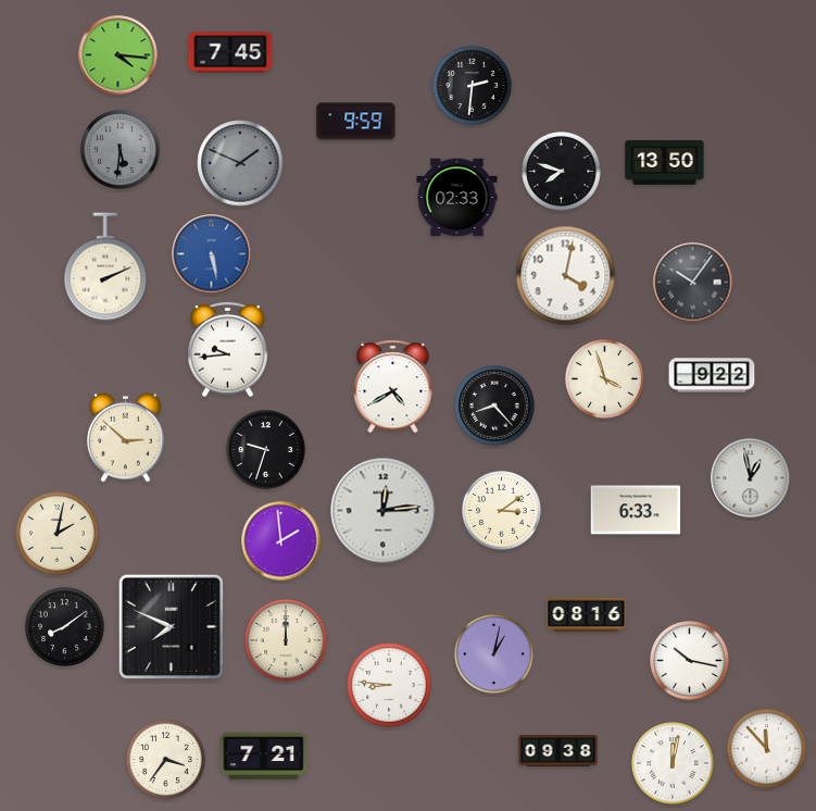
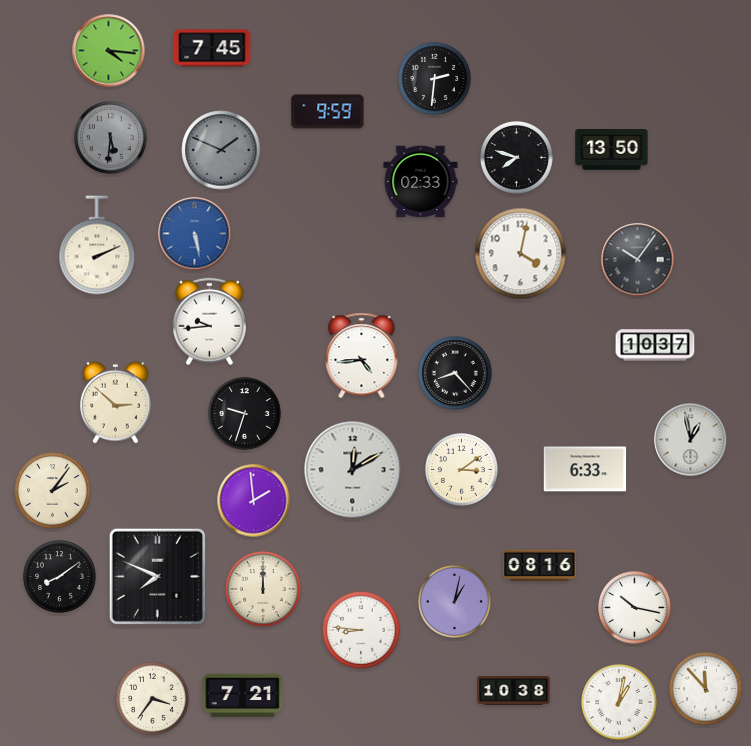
clock at (712, 375): 9:22 -> 10:37
clock at (605, 379): 3:57 -> none
clock at (393, 387): 4:40 -> 4:44
clock at (384, 511): 12:14 -> 12:10
clock at (58, 534): 2:02 -> 2:06
clock at (281, 541) position: (281, 541) -> (254, 501)
clock at (389, 685) position: (389, 685) -> (361, 630)
clock at (558, 750): 09:38 -> 10:38
clock at (673, 763): 12:02 -> 1:02
